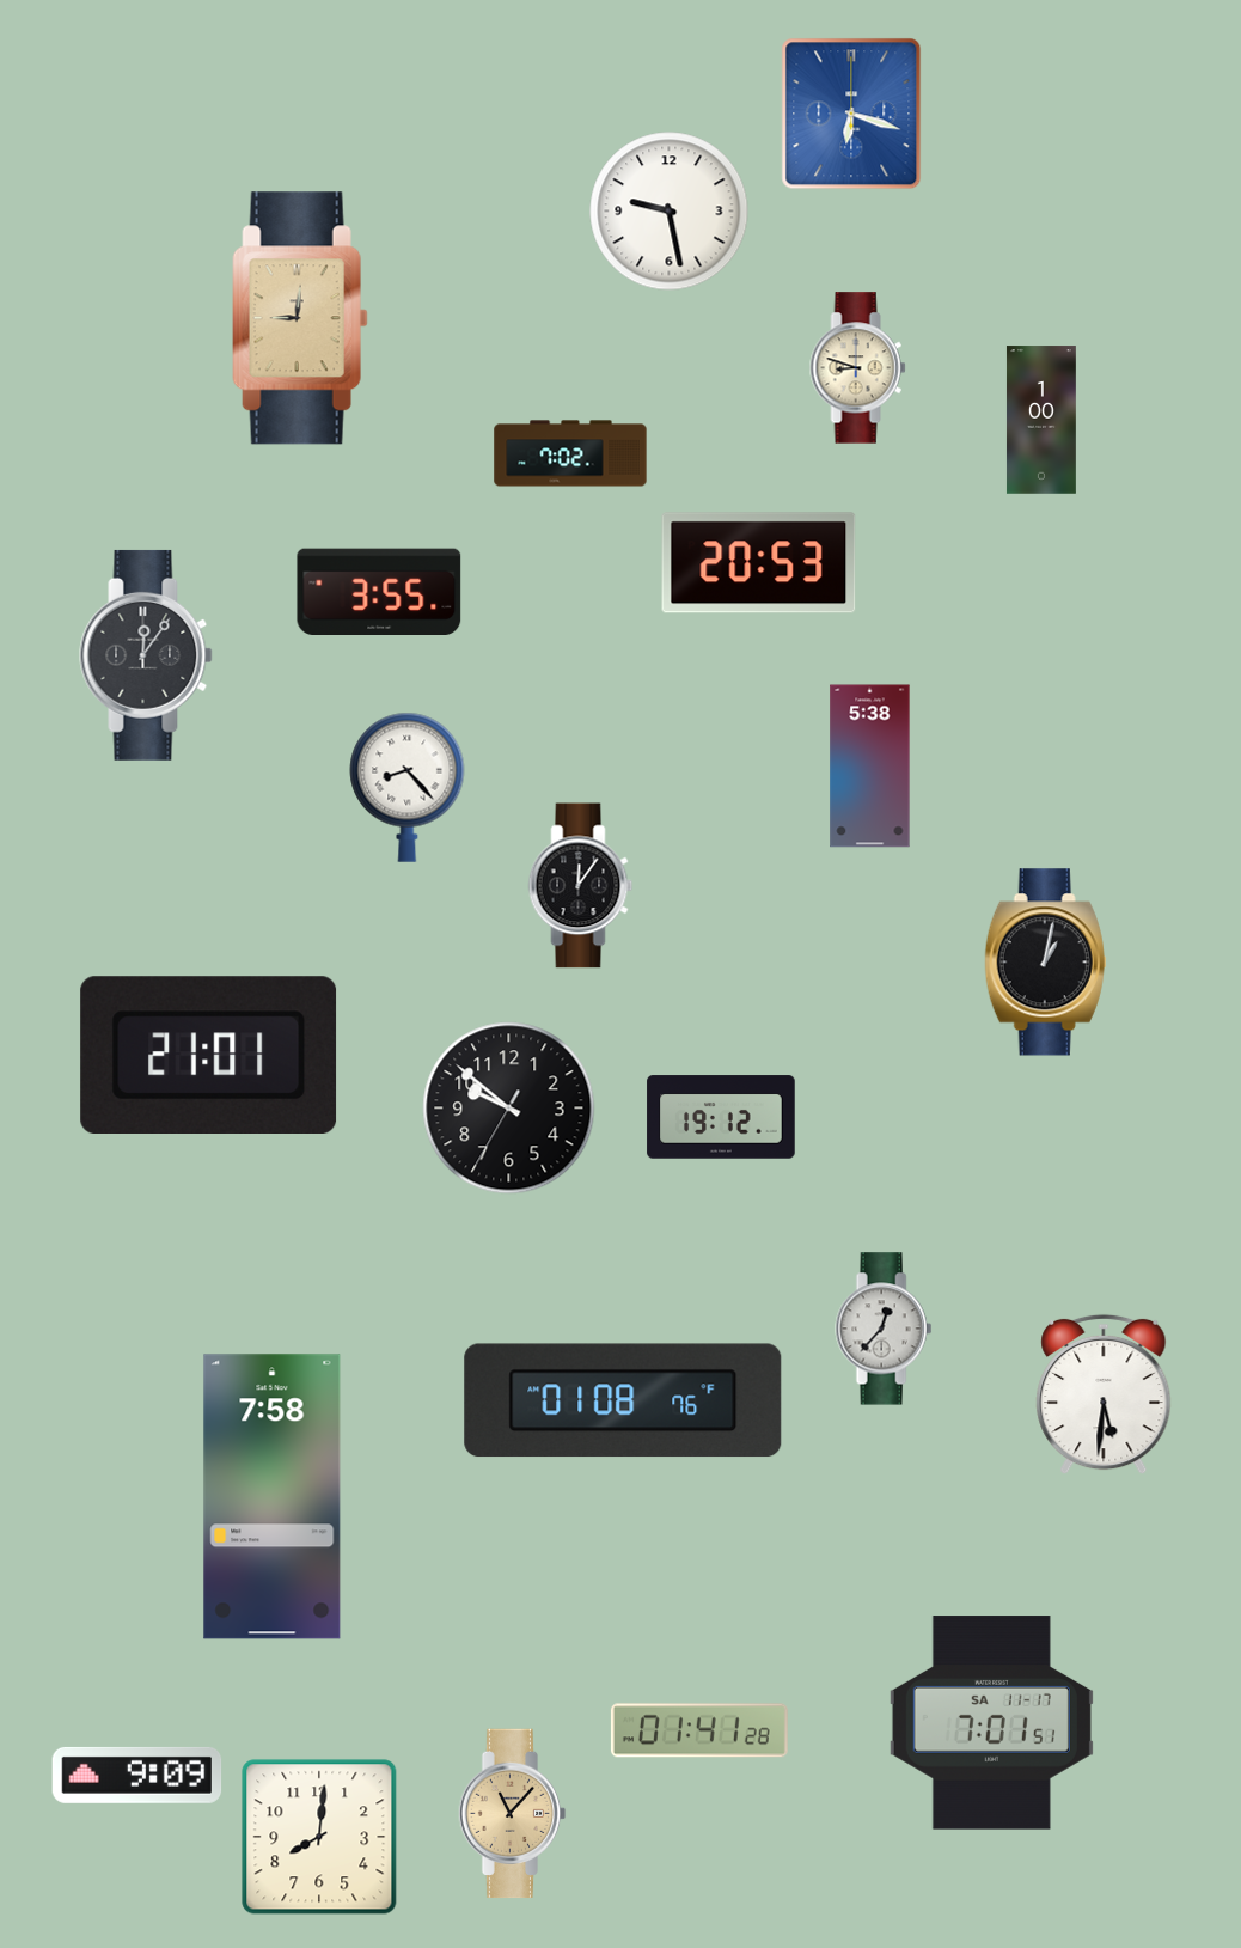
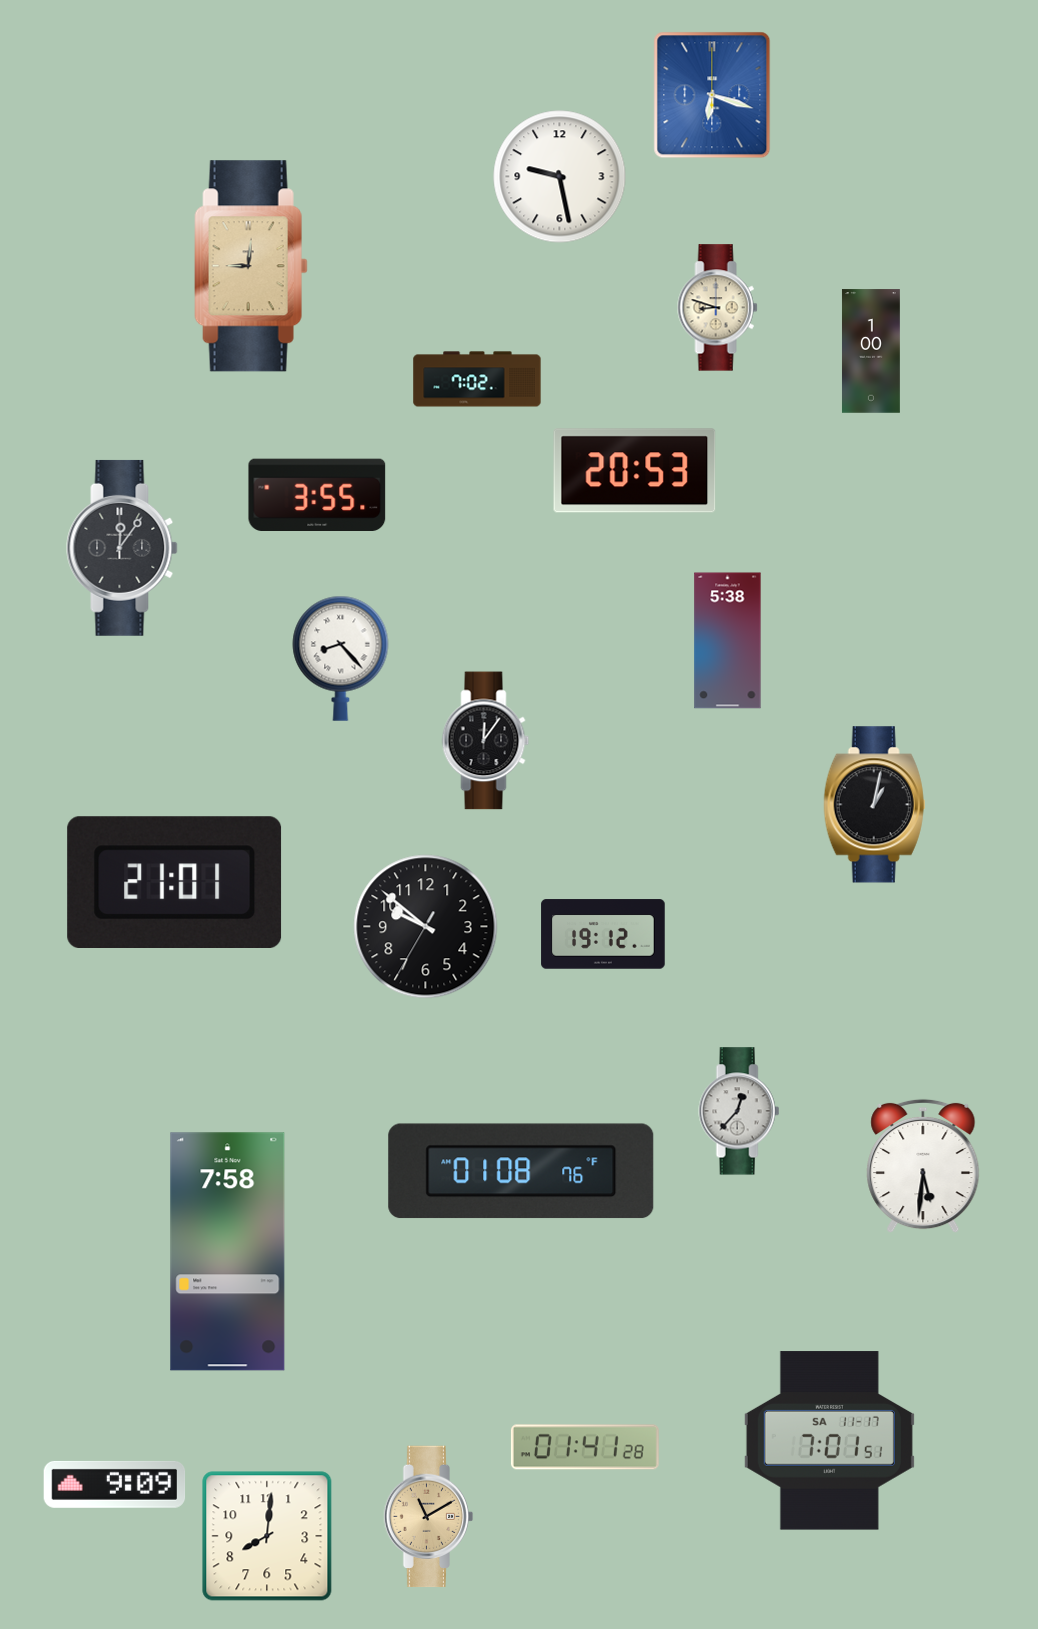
clock at (513, 1814): 11:07 -> 11:10
